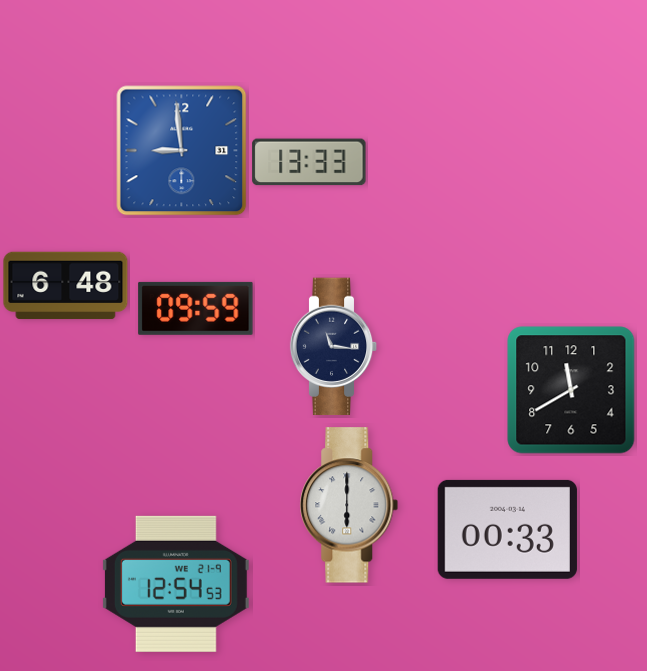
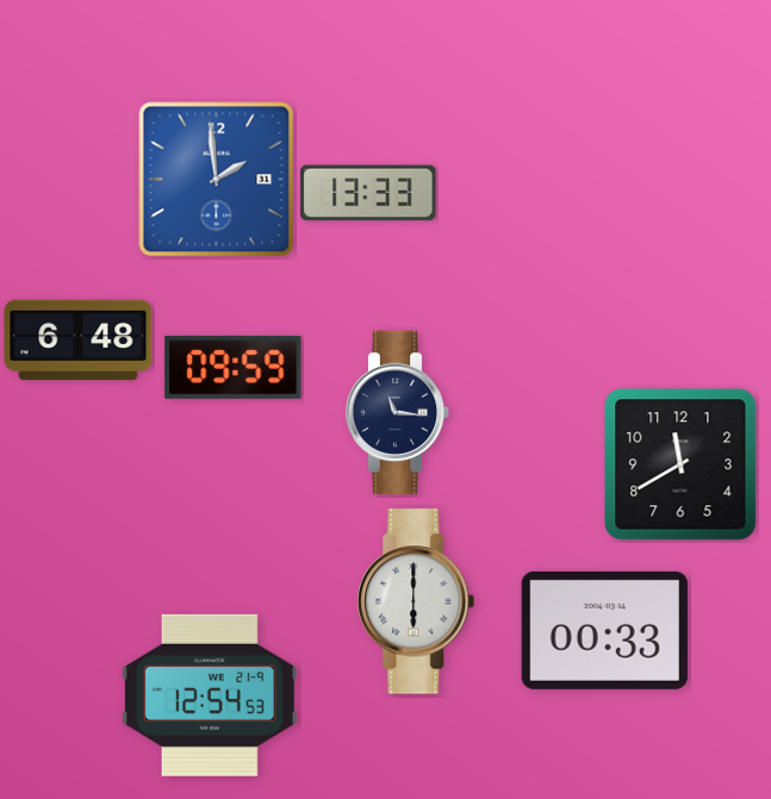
clock at (182, 151): 8:59 -> 1:59
